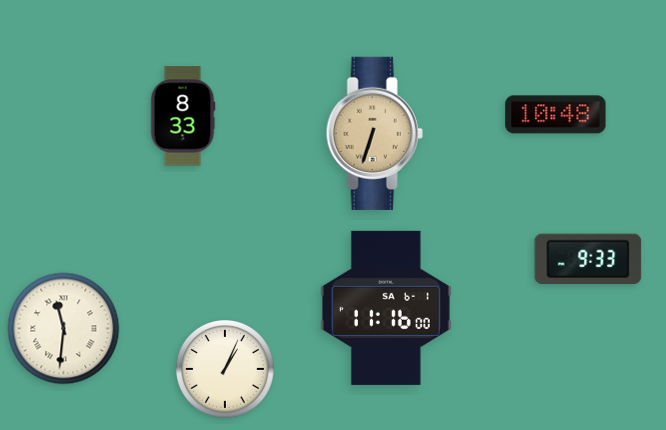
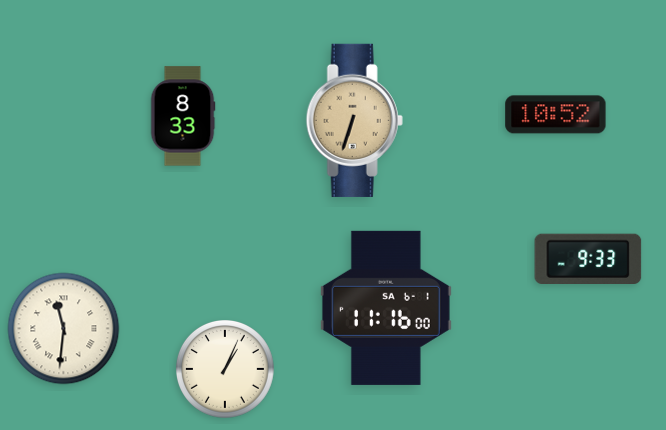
clock at (556, 115): 10:48 -> 10:52
clock at (374, 133) position: (374, 133) -> (354, 120)
